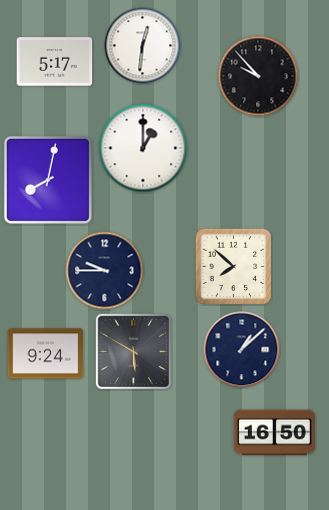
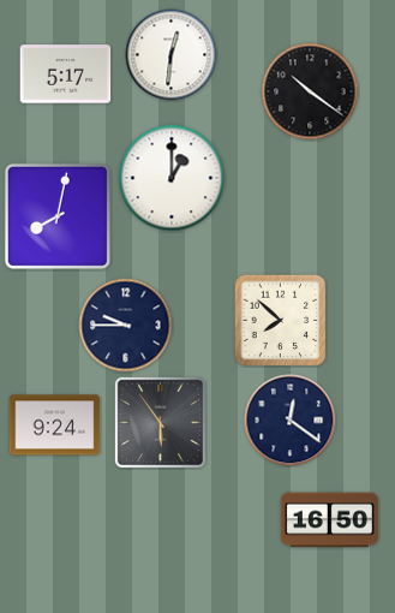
clock at (258, 76): 9:53 -> 10:21
clock at (242, 350): 1:08 -> 12:21
clock at (133, 351): 5:50 -> 5:54
